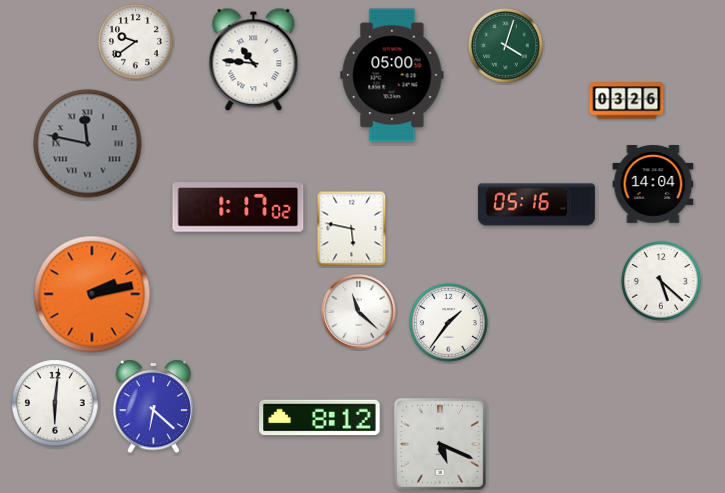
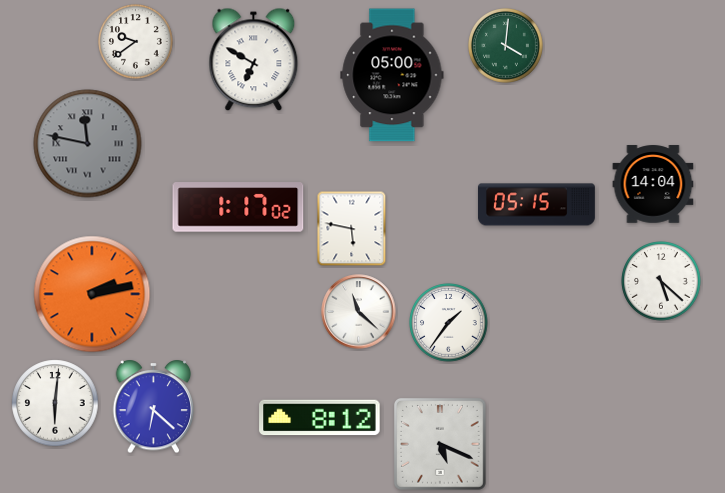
clock at (506, 46): 4:03 -> 4:01
clock at (254, 60): 10:46 -> 6:50
clock at (627, 101): 03:26 -> none
clock at (536, 205): 05:16 -> 05:15
